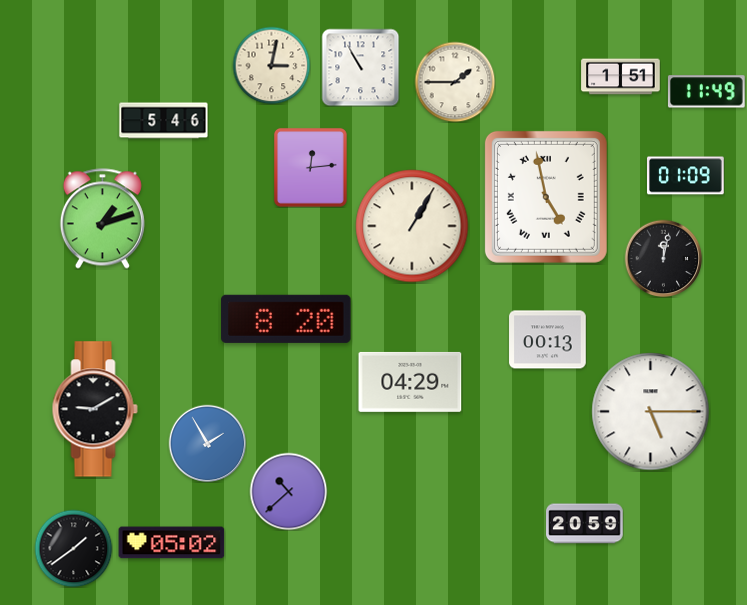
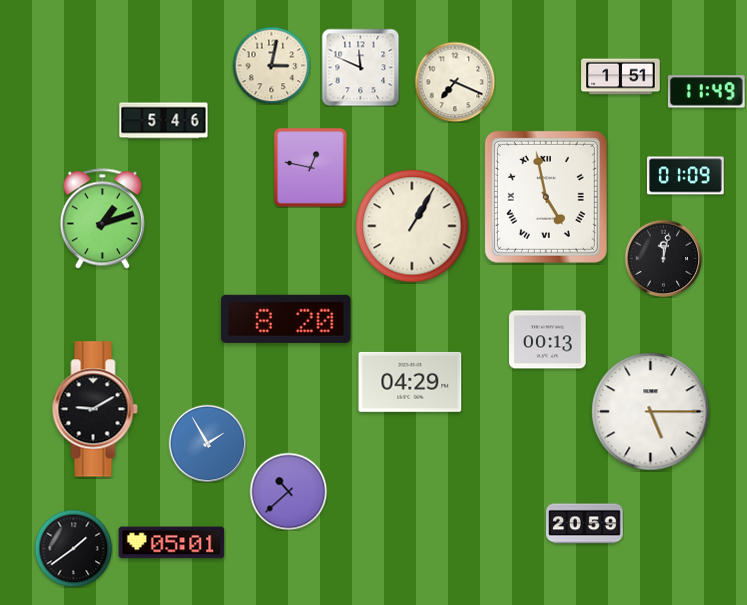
clock at (360, 67): 10:55 -> 11:49
clock at (455, 82): 1:45 -> 7:19
clock at (310, 167): 12:14 -> 12:47
clock at (172, 543): 05:02 -> 05:01
